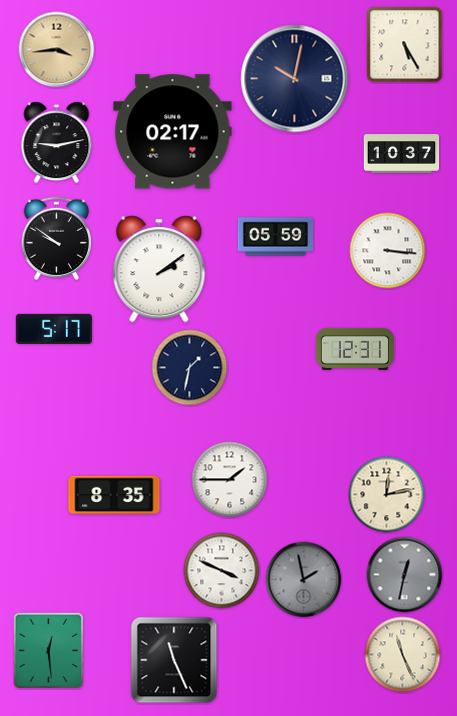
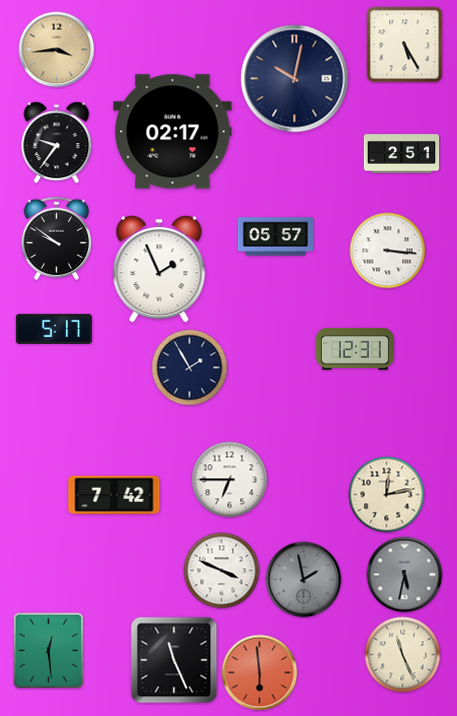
clock at (57, 143): 9:13 -> 9:36
clock at (402, 154): 10:37 -> 2:51
clock at (276, 237): 05:59 -> 05:57
clock at (159, 269): 2:09 -> 1:56
clock at (190, 368): 1:32 -> 1:55
clock at (230, 480): 1:45 -> 6:45
clock at (114, 495): 8:35 -> 7:42
clock at (405, 575): 12:32 -> 5:32
clock at (260, 673): none -> 5:59
